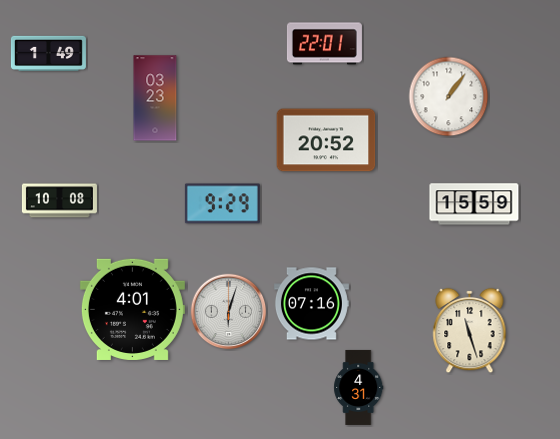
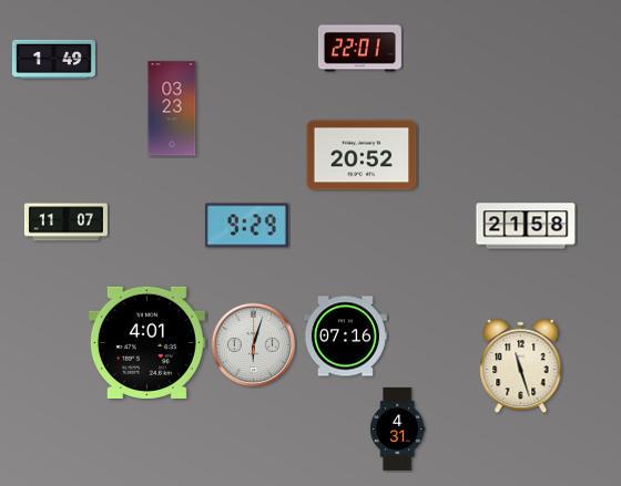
clock at (449, 97): 1:06 -> none
clock at (59, 201): 10:08 -> 11:07
clock at (474, 204): 15:59 -> 21:58
